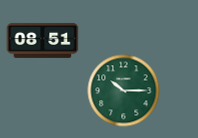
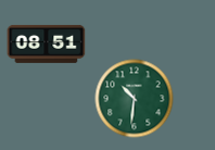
clock at (124, 91): 10:15 -> 10:31
